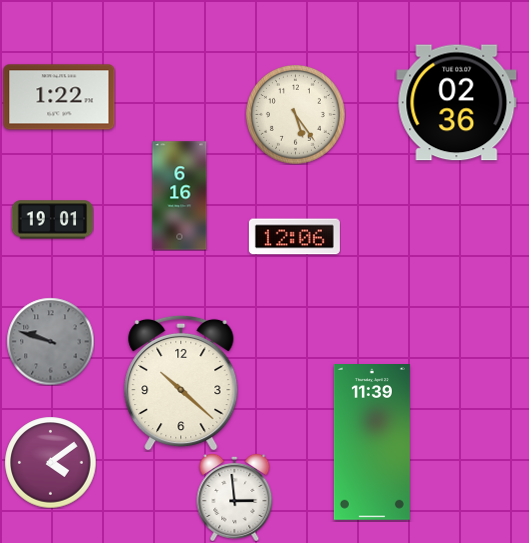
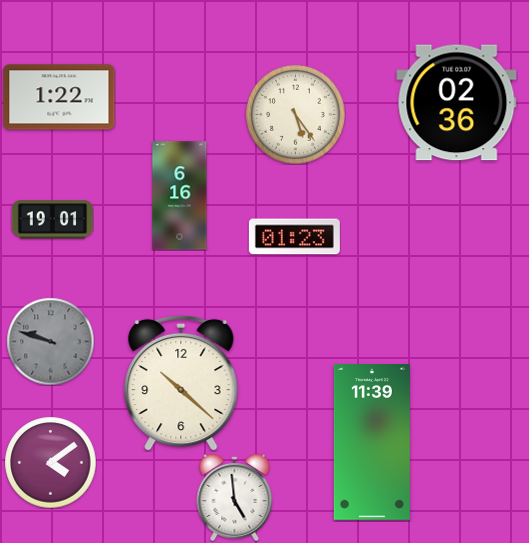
clock at (294, 237): 12:06 -> 01:23
clock at (235, 497): 2:59 -> 4:59
